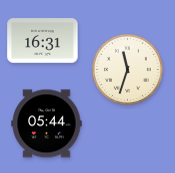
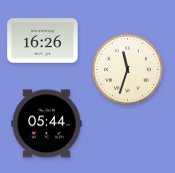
clock at (43, 41): 16:31 -> 16:26
